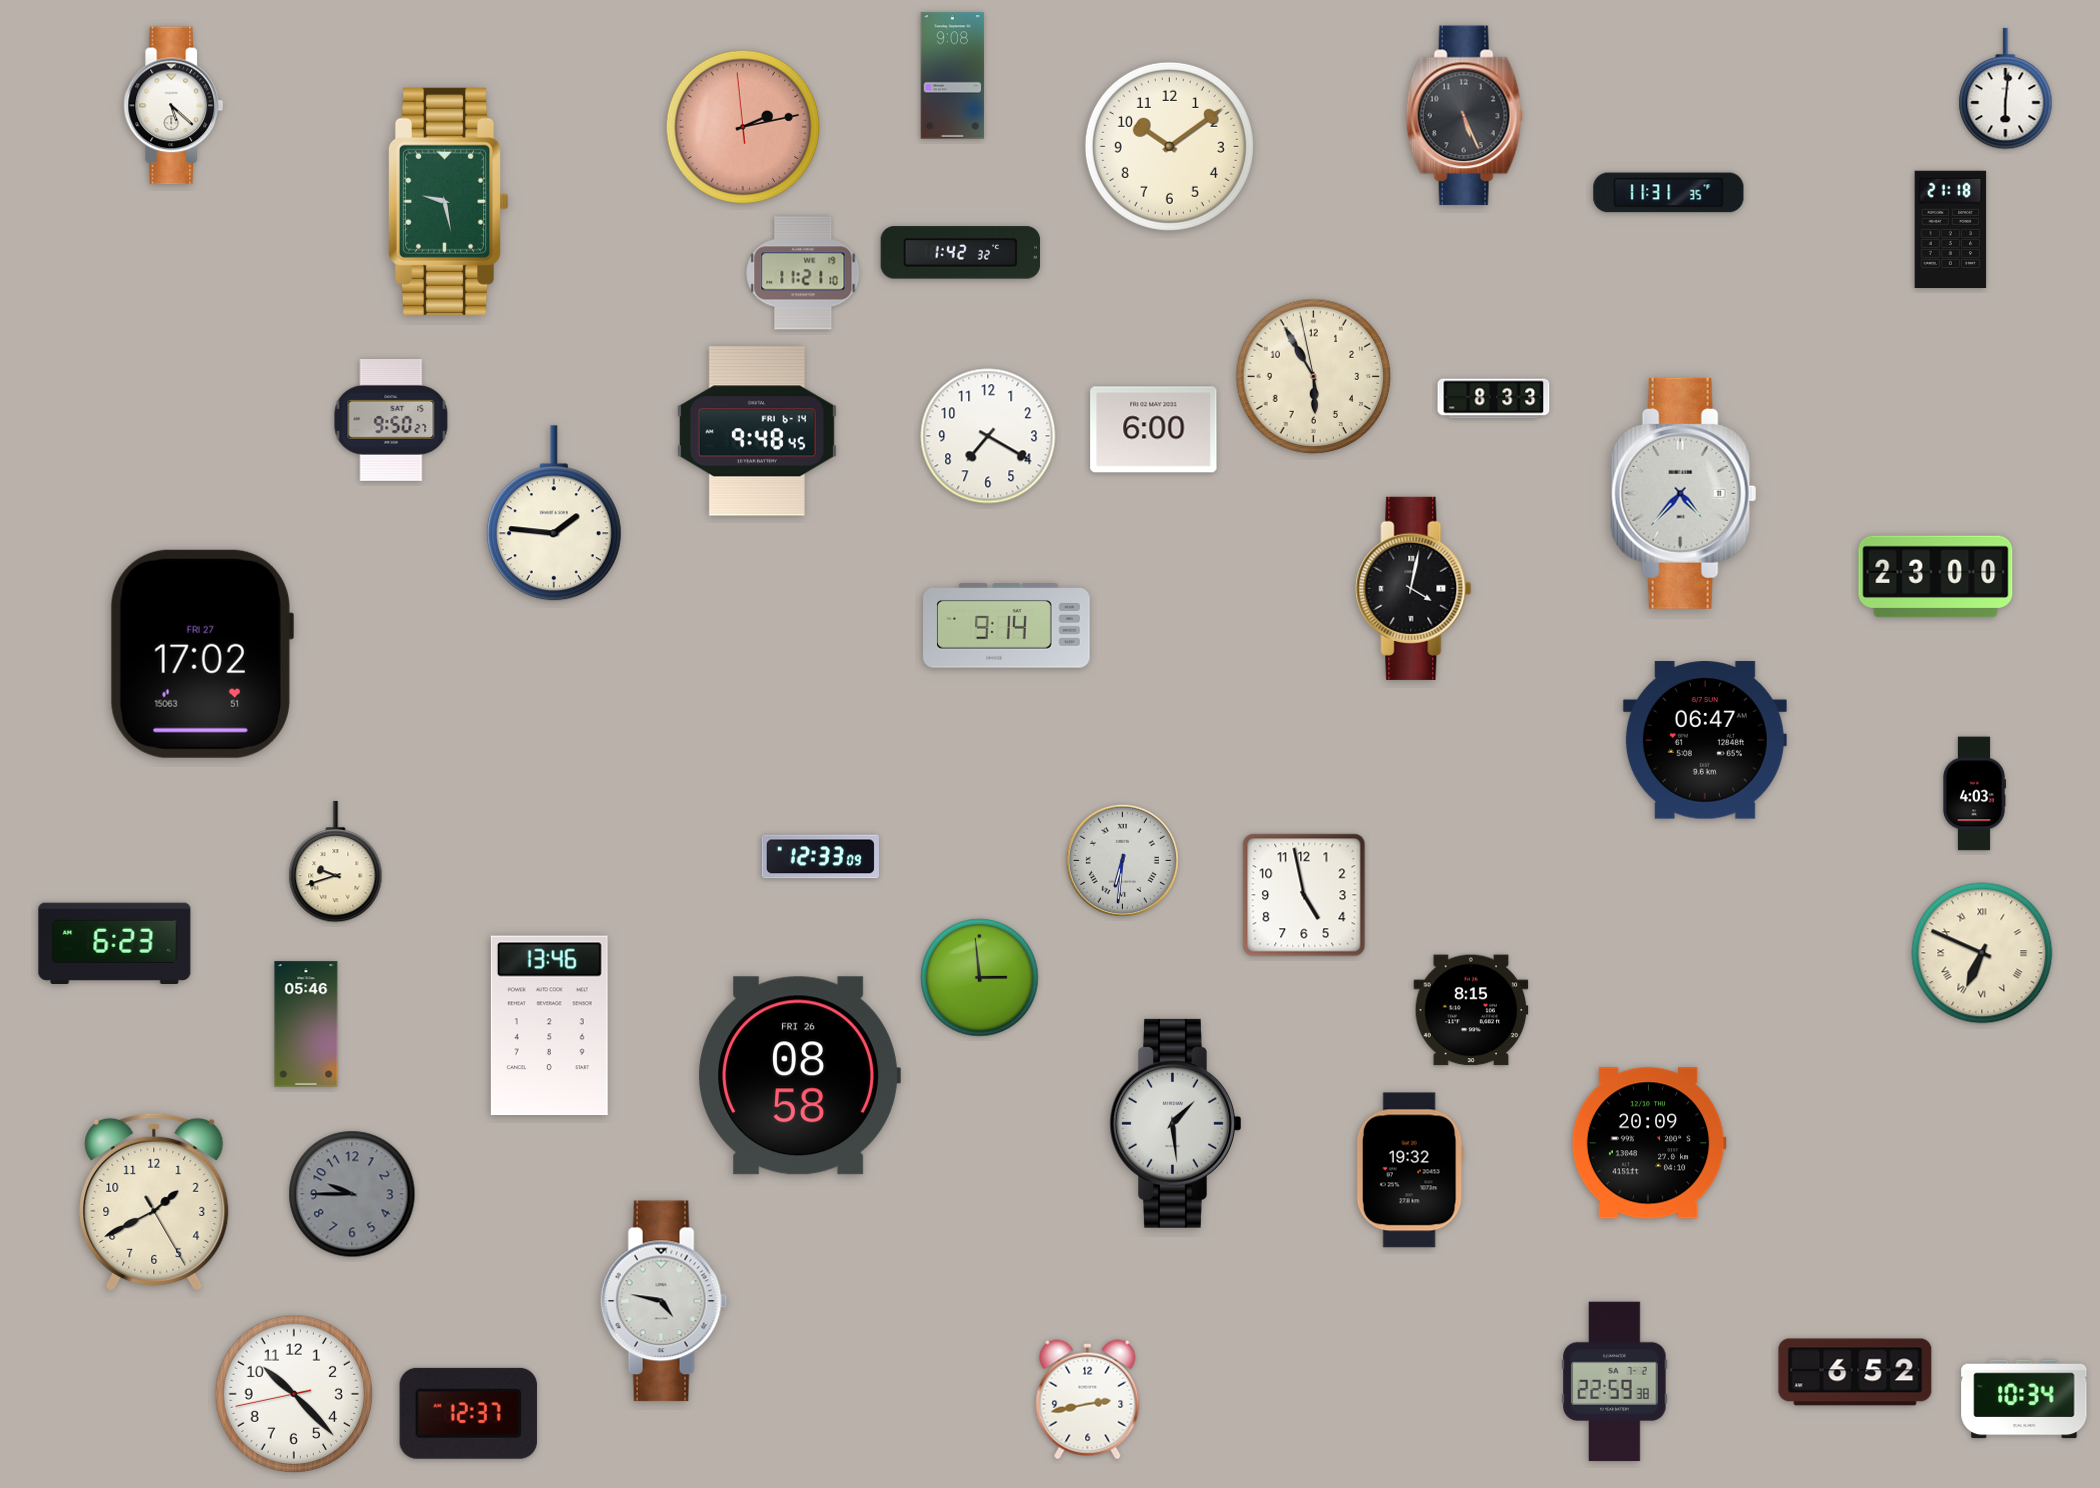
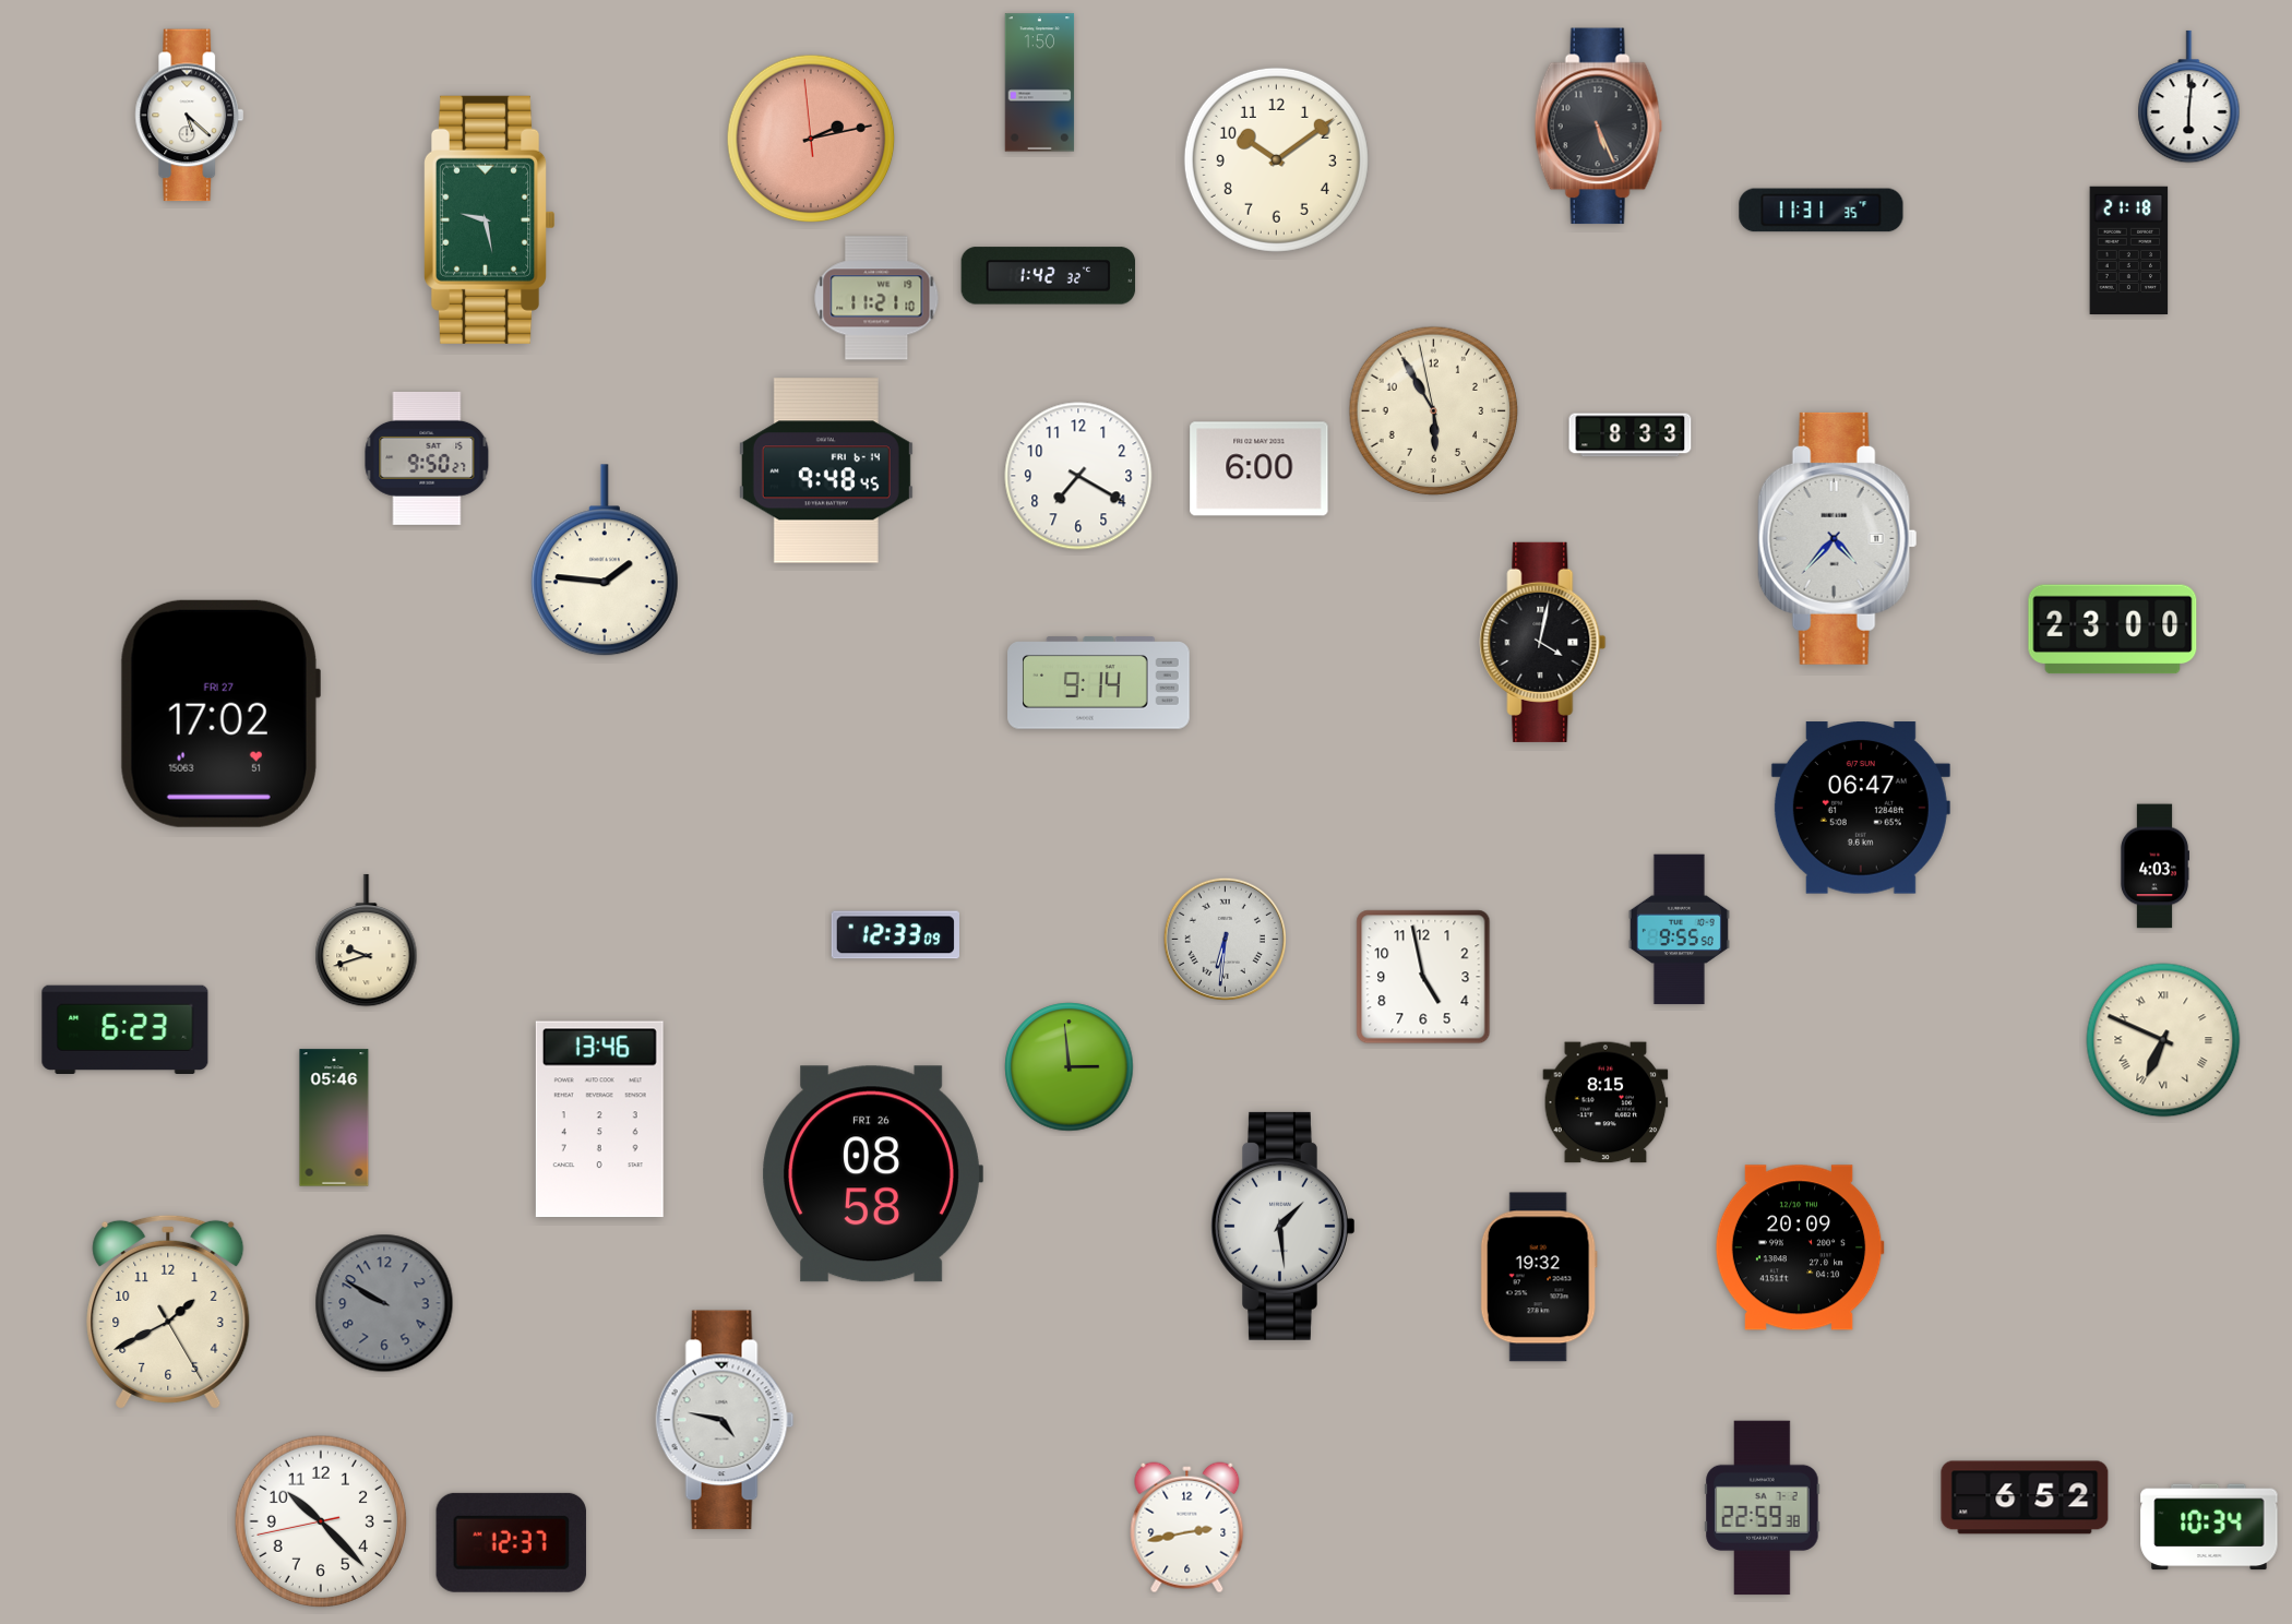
clock at (953, 76): 9:08 -> 1:50
clock at (1679, 930): none -> 9:55
clock at (352, 1194): 9:45 -> 9:50
